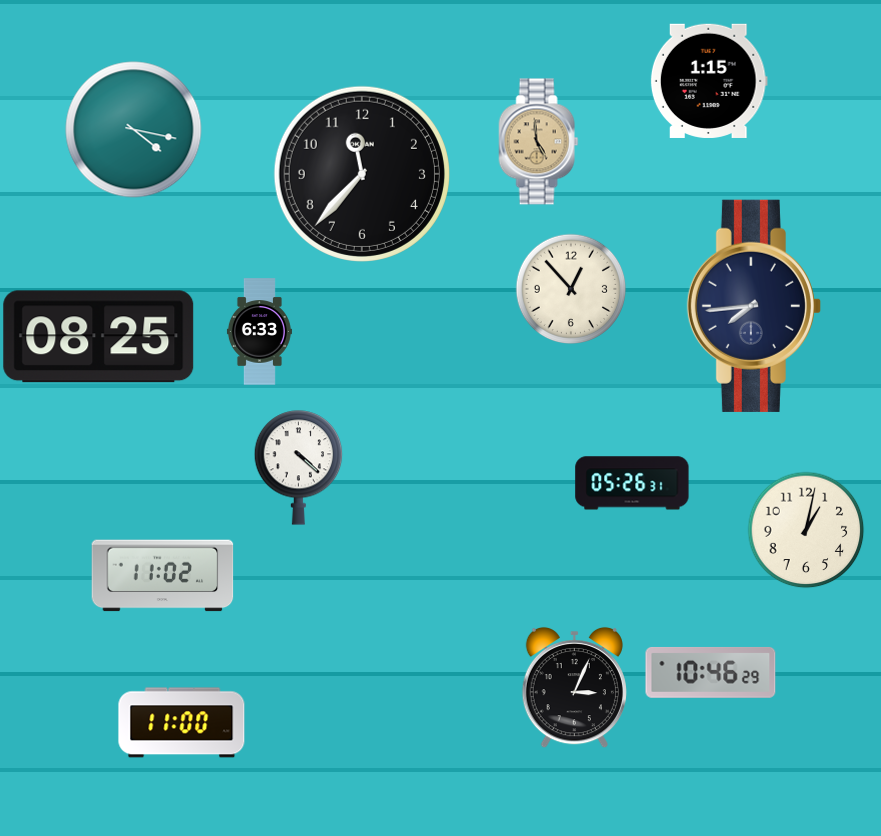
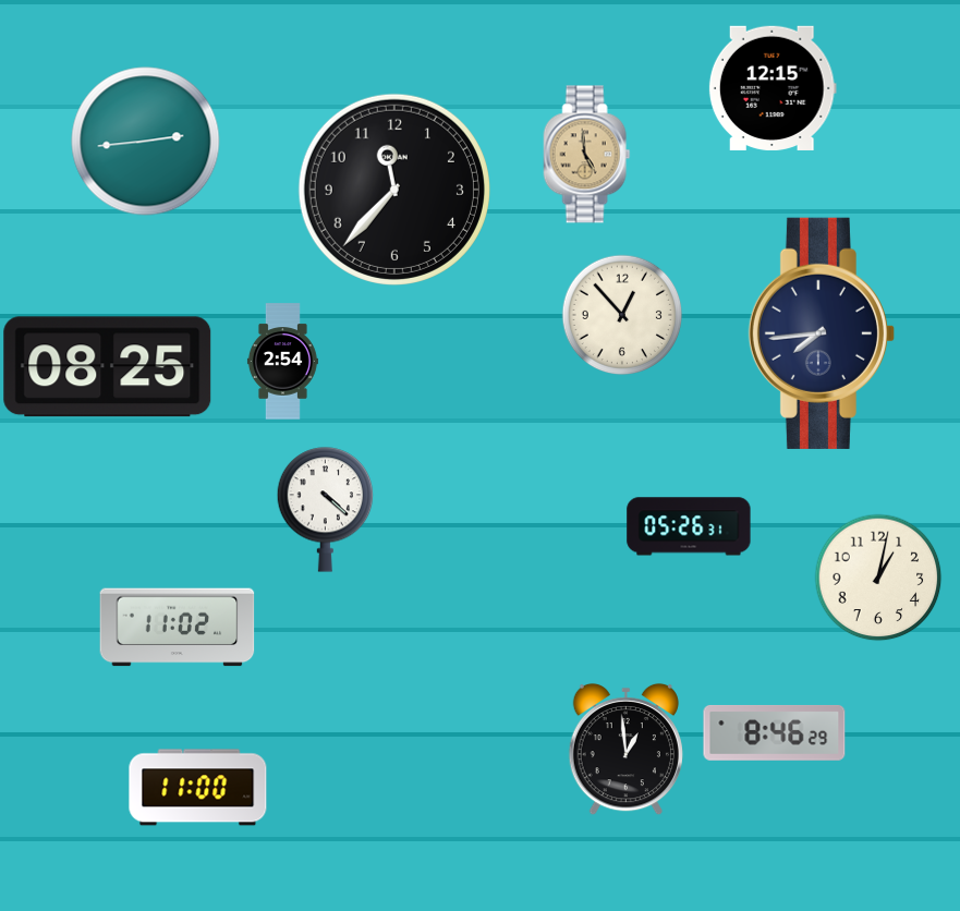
clock at (709, 80): 1:15 -> 12:15
clock at (134, 130): 4:17 -> 2:44
clock at (259, 332): 6:33 -> 2:54
clock at (711, 673): 10:46 -> 8:46
clock at (574, 687): 3:04 -> 12:59
